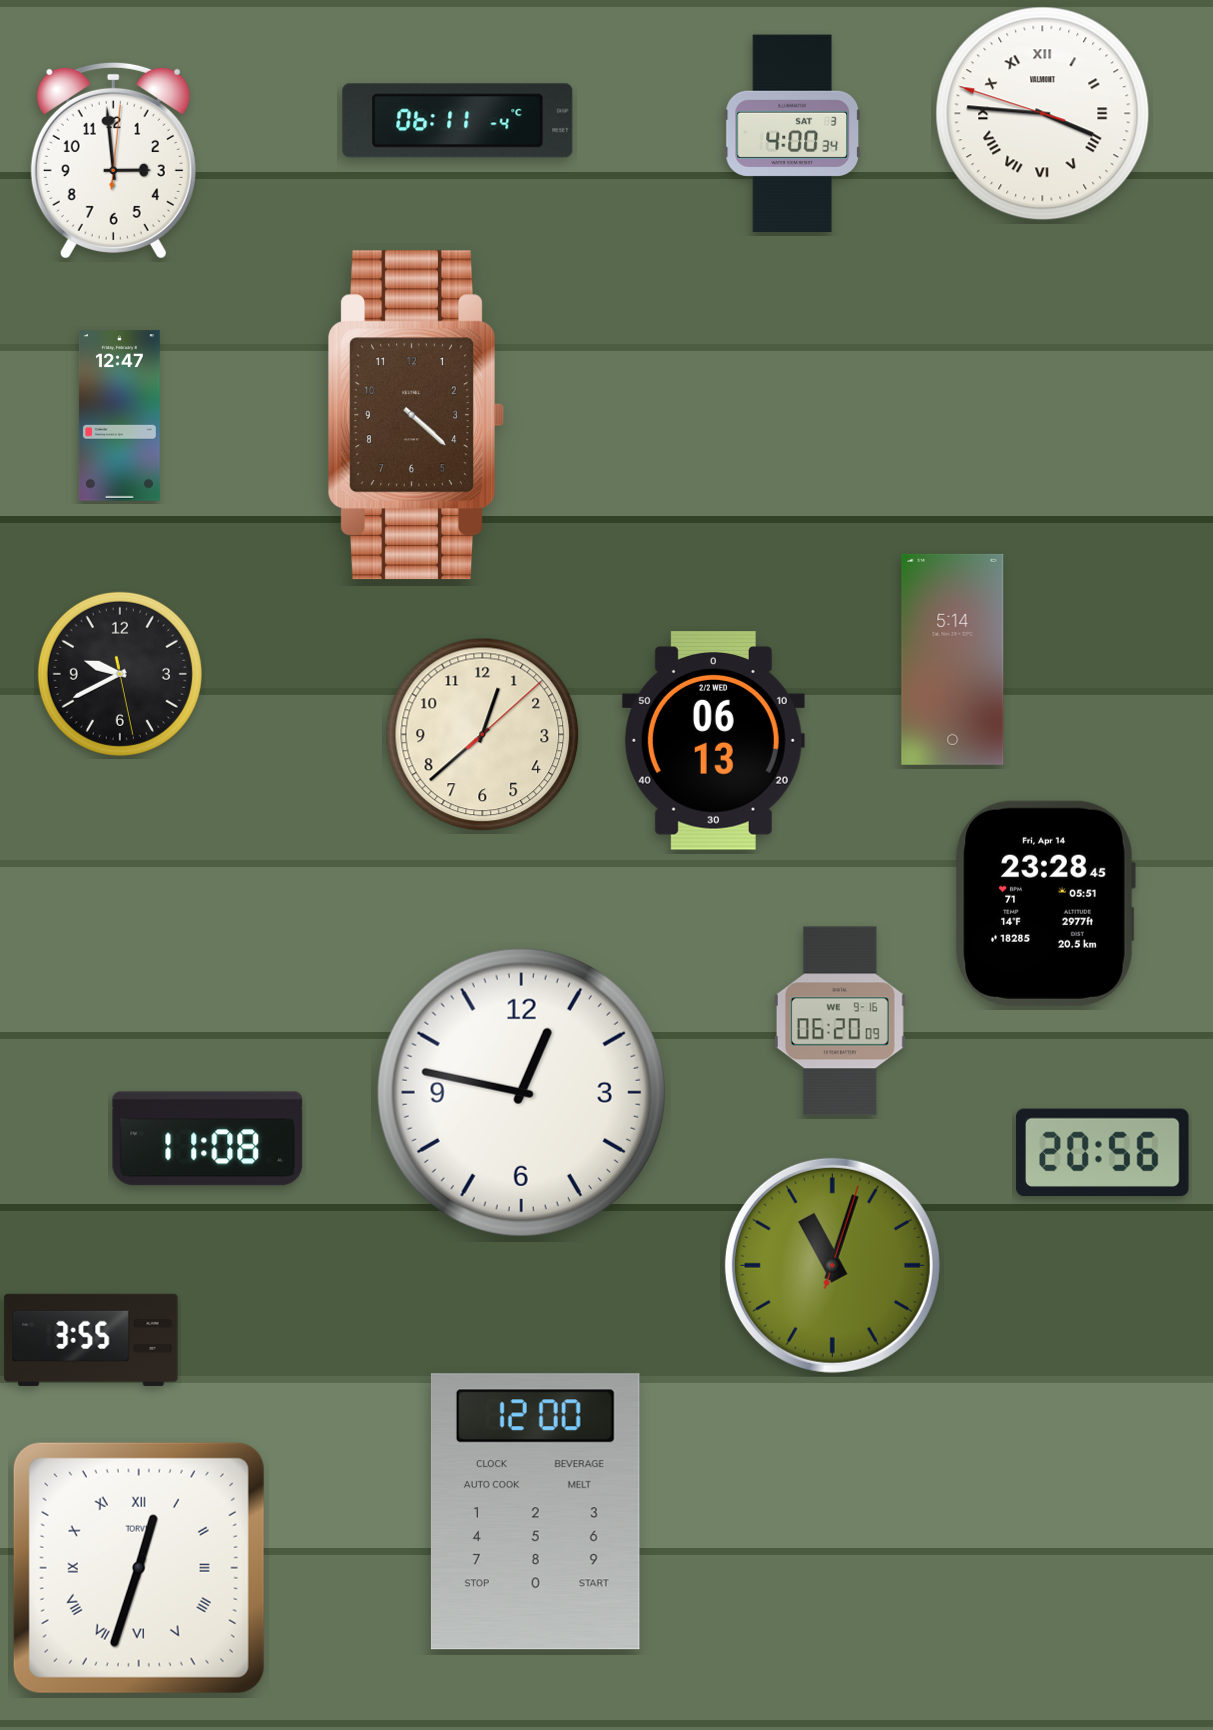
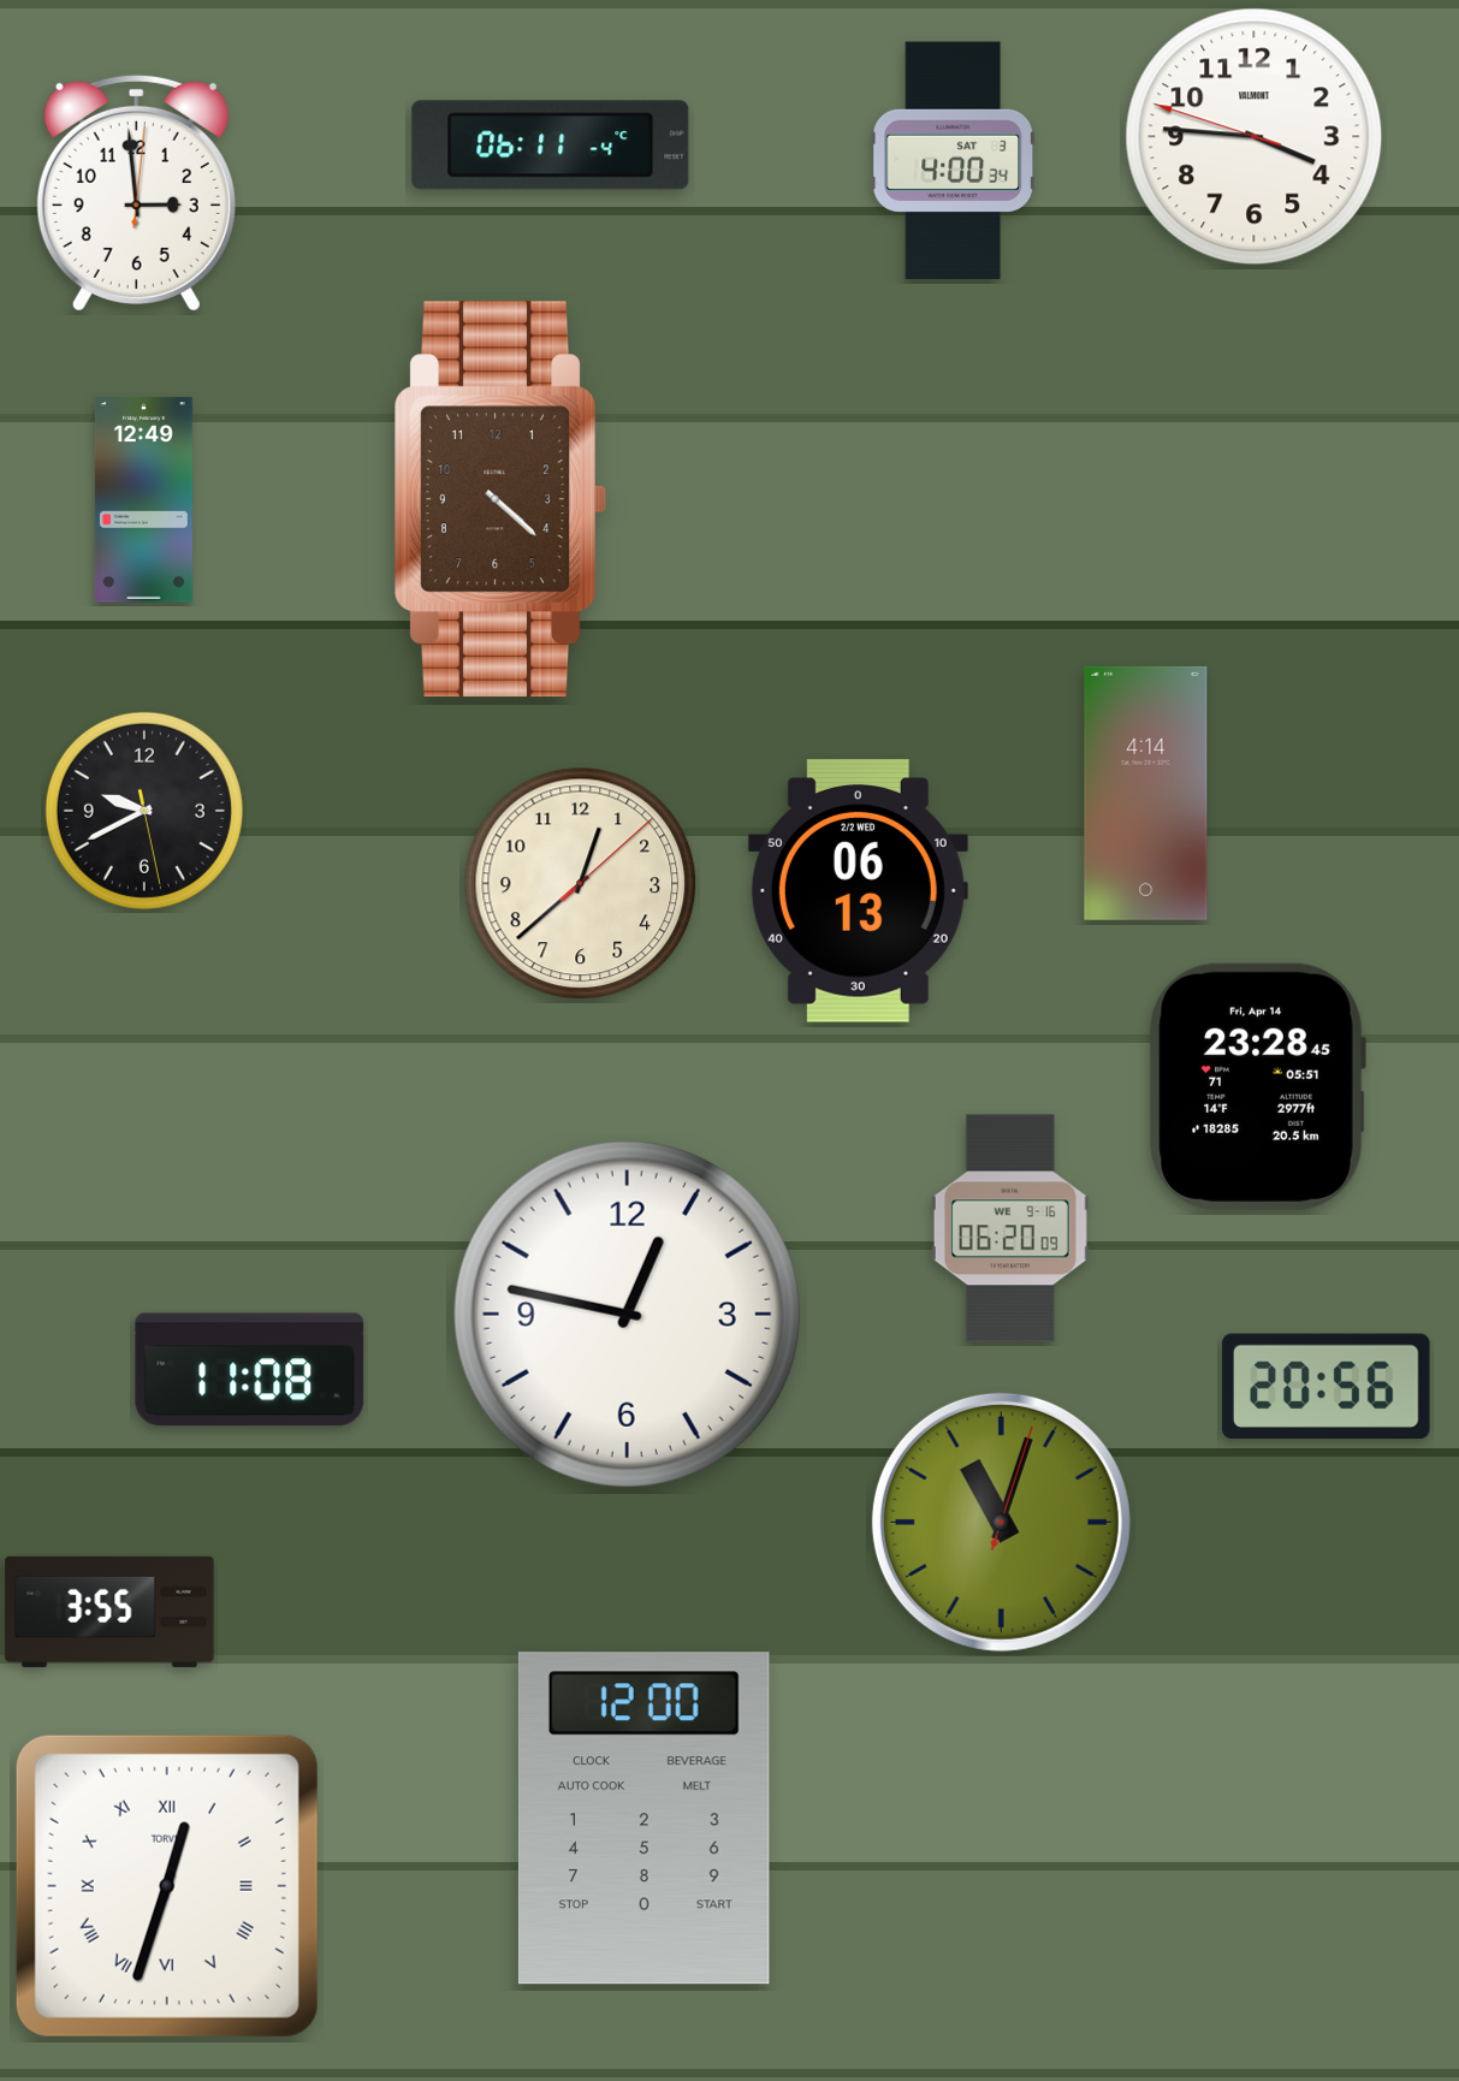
clock at (1043, 114) numerals: Roman -> Arabic
clock at (119, 416): 12:47 -> 12:49
clock at (953, 659): 5:14 -> 4:14
